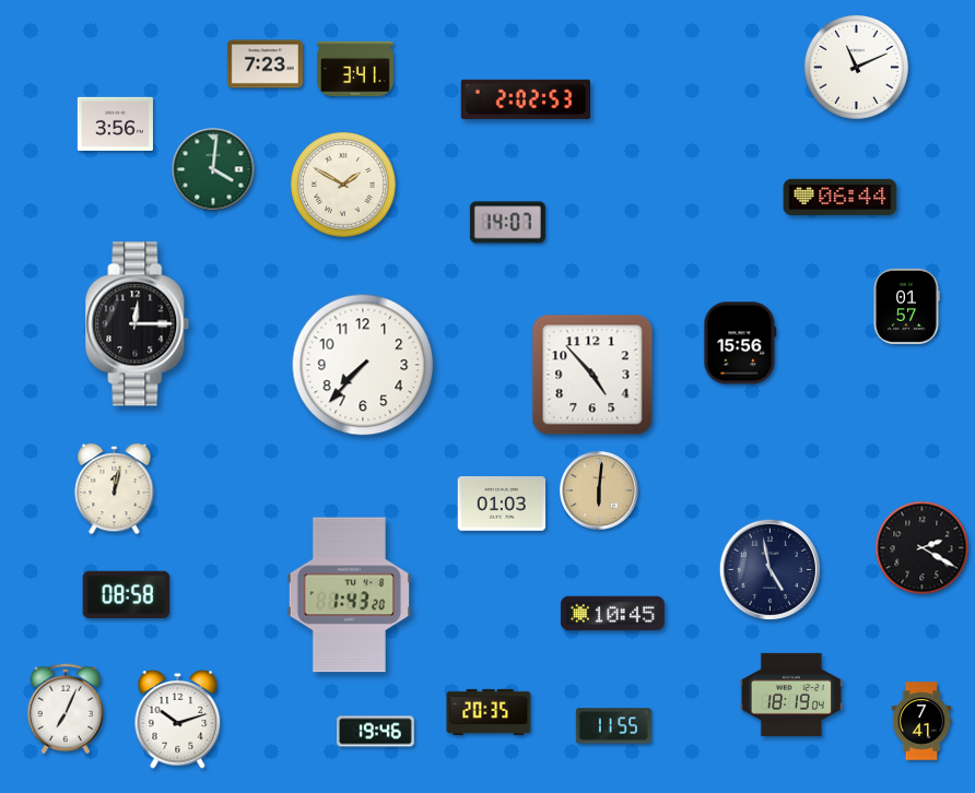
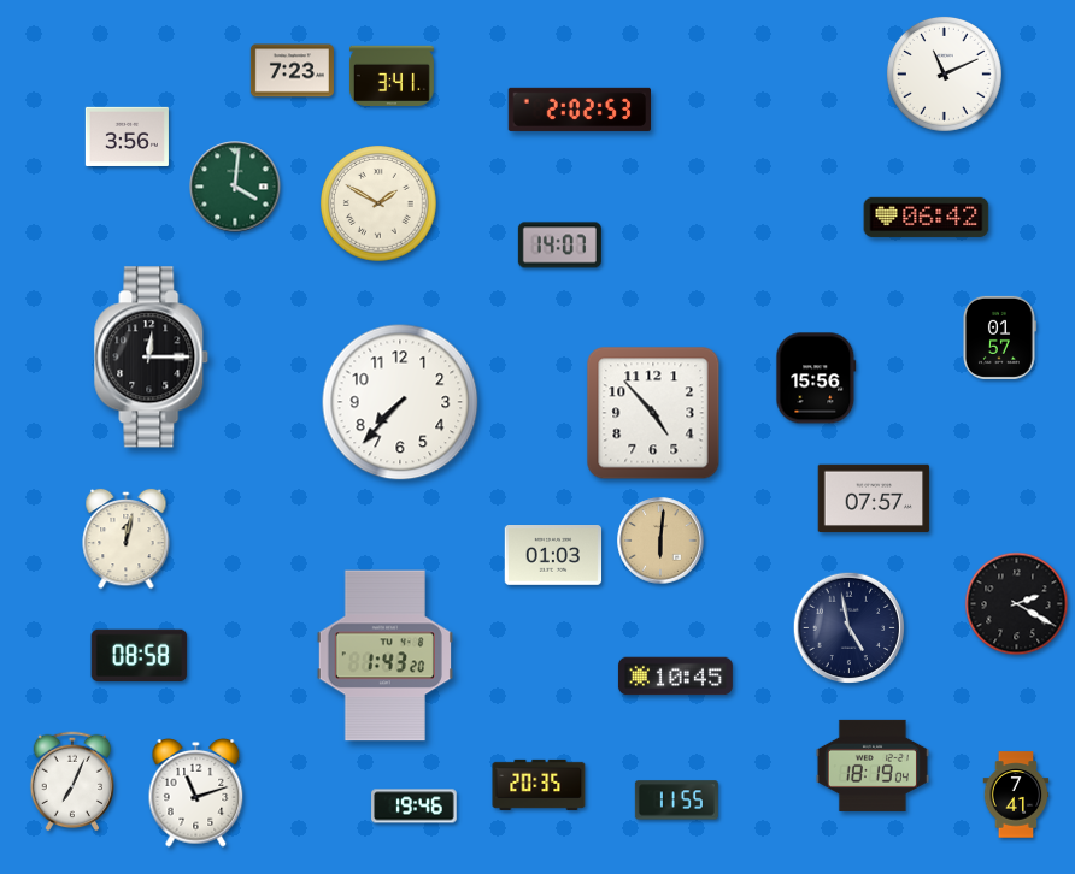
clock at (841, 197): 06:44 -> 06:42
clock at (874, 498): none -> 07:57
clock at (178, 720): 10:12 -> 11:12
